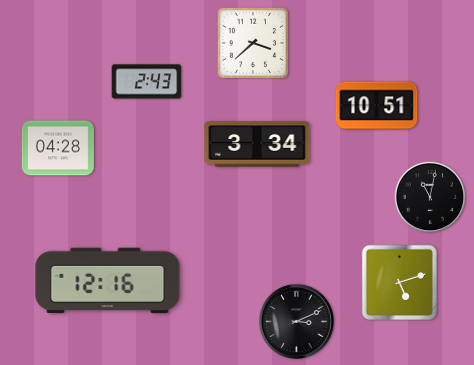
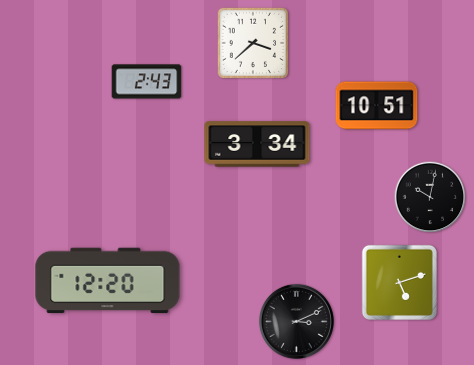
clock at (58, 148): 04:28 -> none
clock at (430, 197): 11:02 -> 10:02
clock at (108, 281): 12:16 -> 12:20
